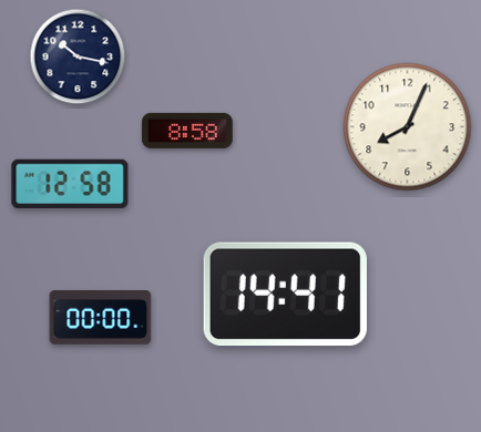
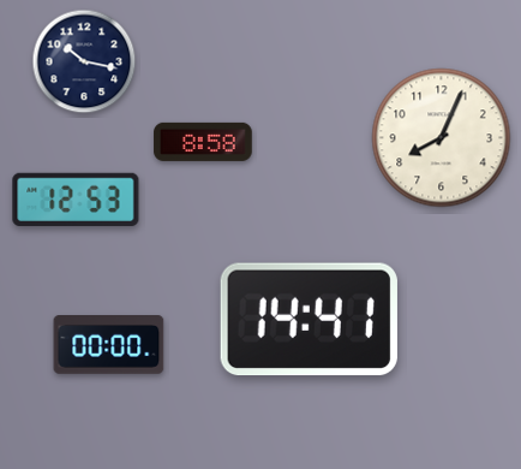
clock at (70, 183): 12:58 -> 12:53
